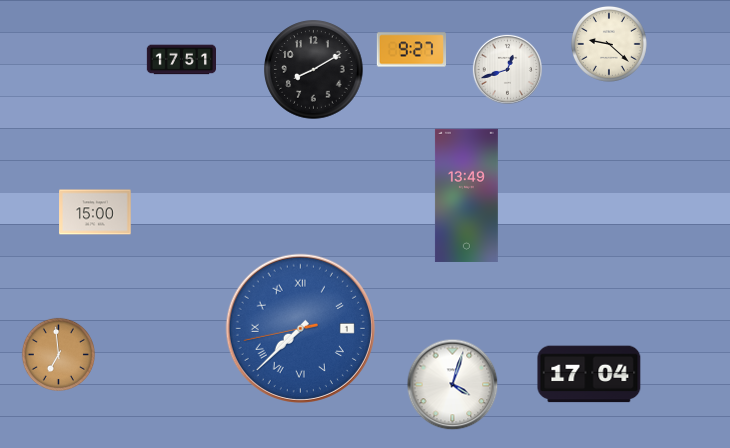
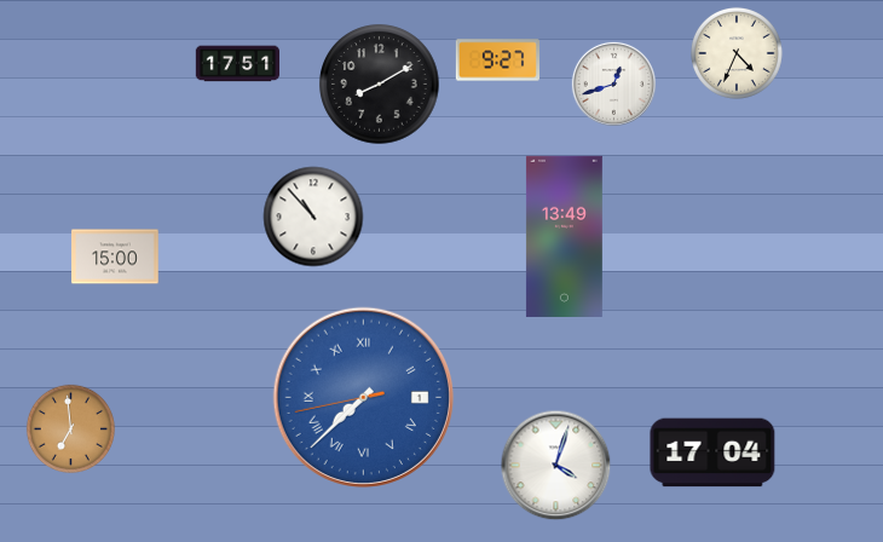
clock at (609, 44): 9:22 -> 4:34
clock at (181, 60) position: (181, 60) -> (237, 64)
clock at (313, 217): none -> 10:53
clock at (453, 385) position: (453, 385) -> (556, 466)
